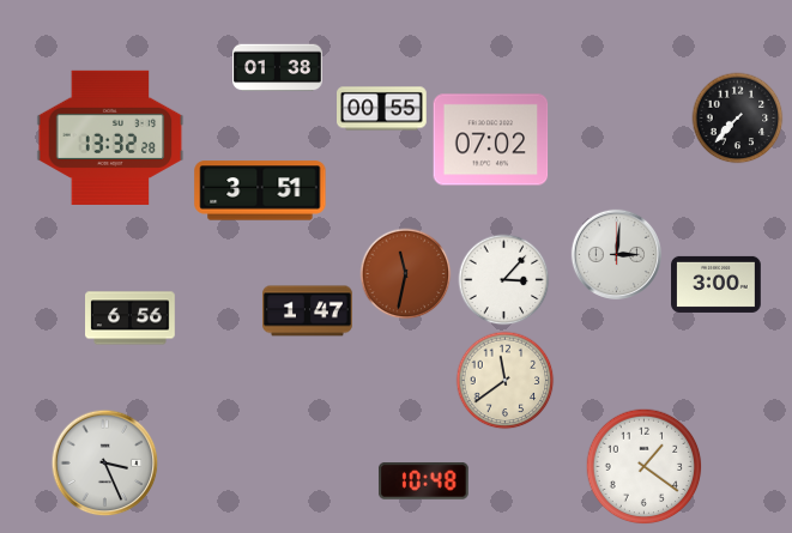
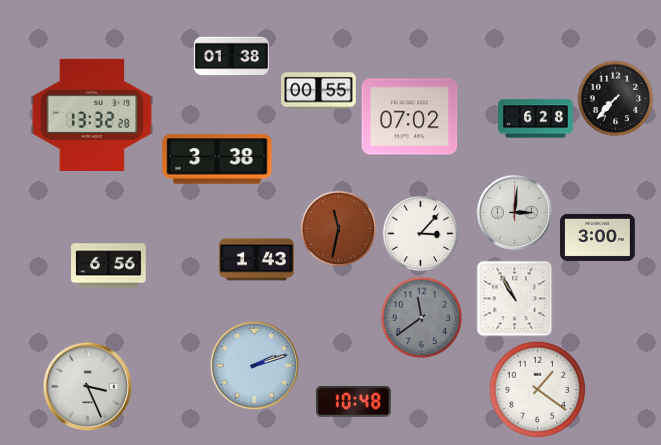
clock at (536, 119): none -> 6:28
clock at (260, 190): 3:51 -> 3:38
clock at (308, 311): 1:47 -> 1:43
clock at (515, 299): none -> 10:55
clock at (506, 381) dial: cream -> grey
clock at (255, 366): none -> 2:12
